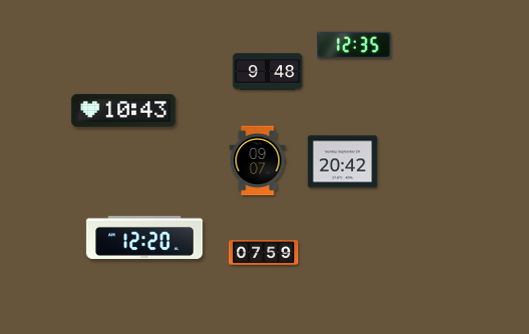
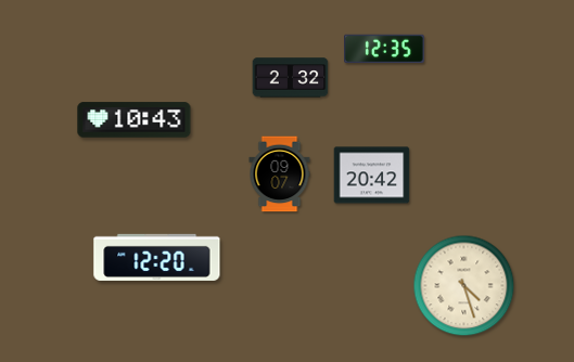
clock at (268, 72): 9:48 -> 2:32
clock at (264, 253): 07:59 -> none
clock at (464, 286): none -> 4:27
